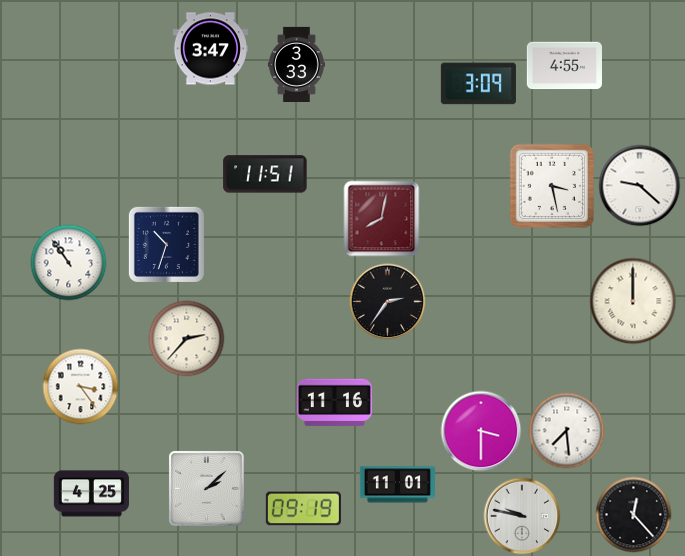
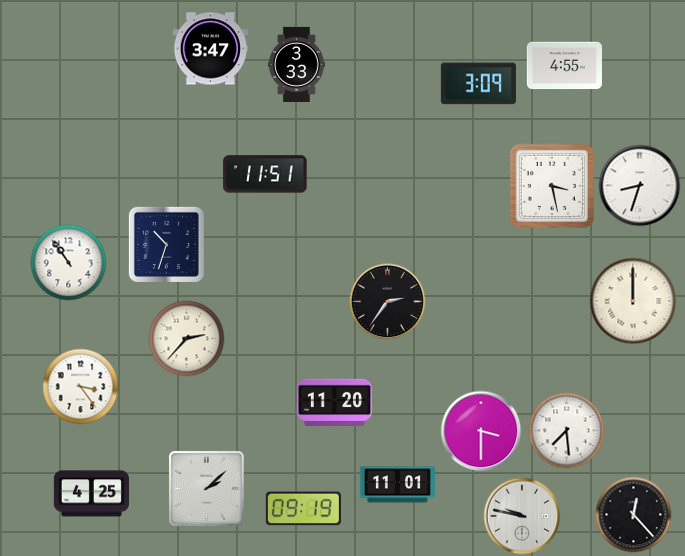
clock at (640, 186): 9:22 -> 8:33
clock at (382, 219): 8:02 -> none
clock at (334, 403): 11:16 -> 11:20
